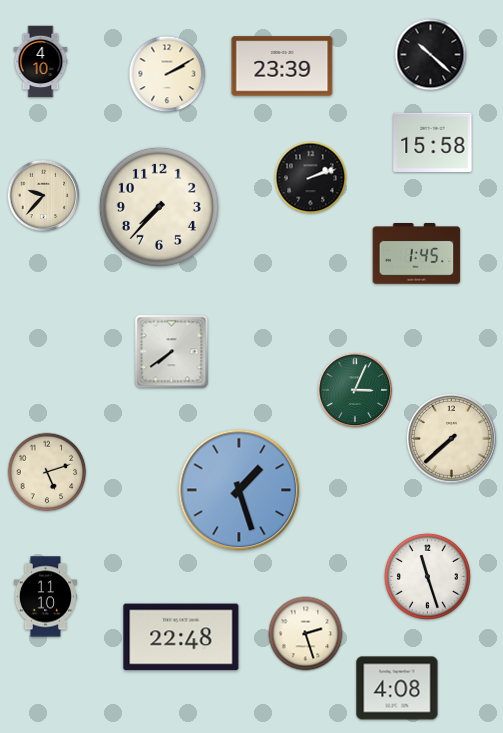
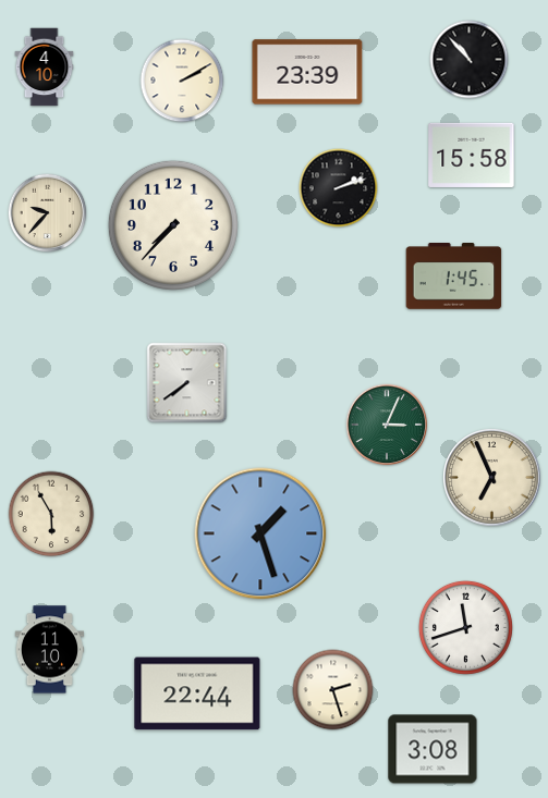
clock at (431, 55): 10:22 -> 10:53
clock at (311, 178) position: (311, 178) -> (339, 188)
clock at (452, 439): 7:38 -> 6:56
clock at (47, 472): 5:12 -> 5:55
clock at (427, 576): 11:27 -> 11:42
clock at (181, 637): 22:48 -> 22:44
clock at (397, 688): 4:08 -> 3:08
